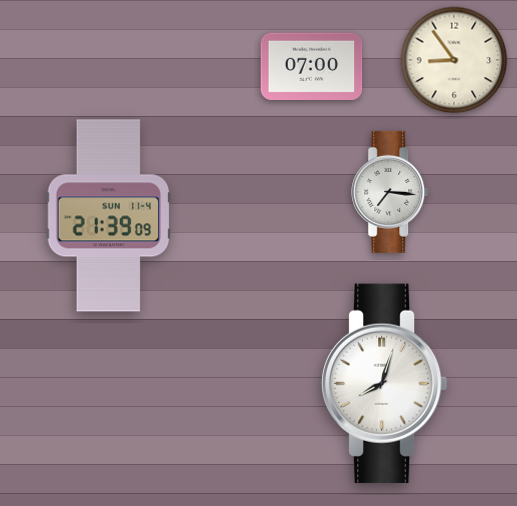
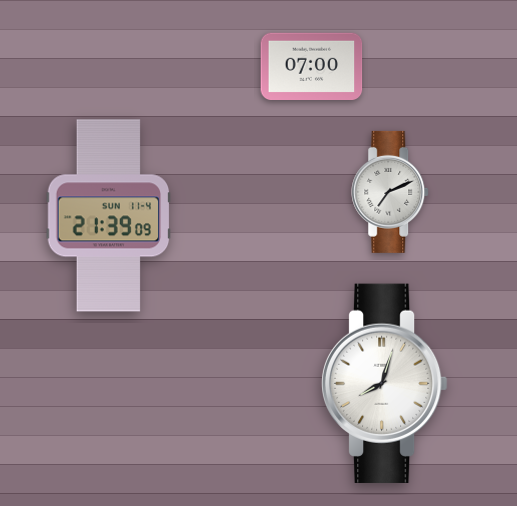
clock at (454, 60): 8:54 -> none
clock at (391, 192): 7:16 -> 7:11
